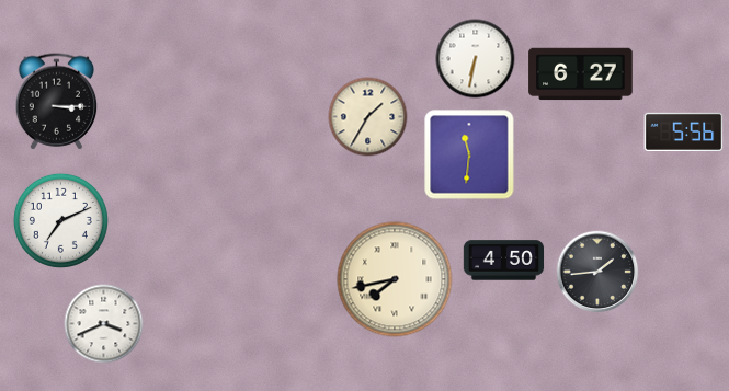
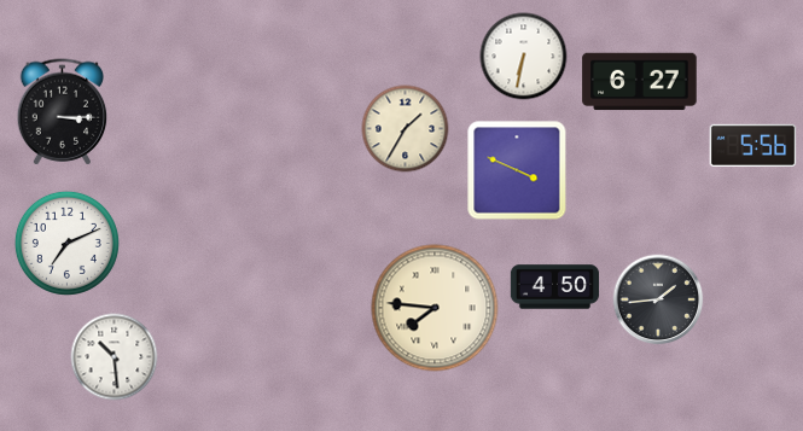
clock at (476, 59) position: (476, 59) -> (524, 57)
clock at (469, 154): 11:31 -> 3:49
clock at (395, 279): 7:43 -> 7:46
clock at (104, 324): 3:41 -> 10:29
